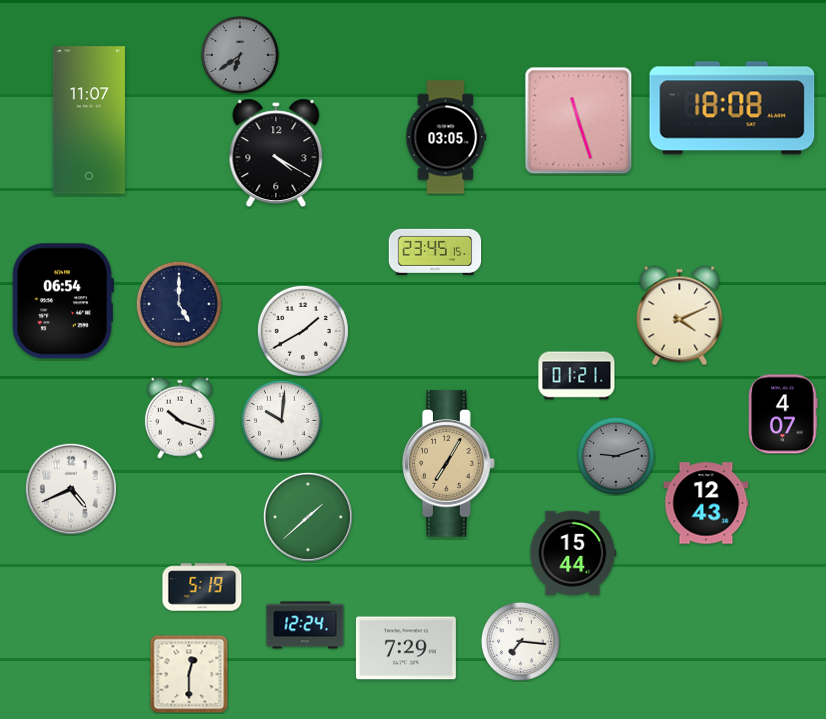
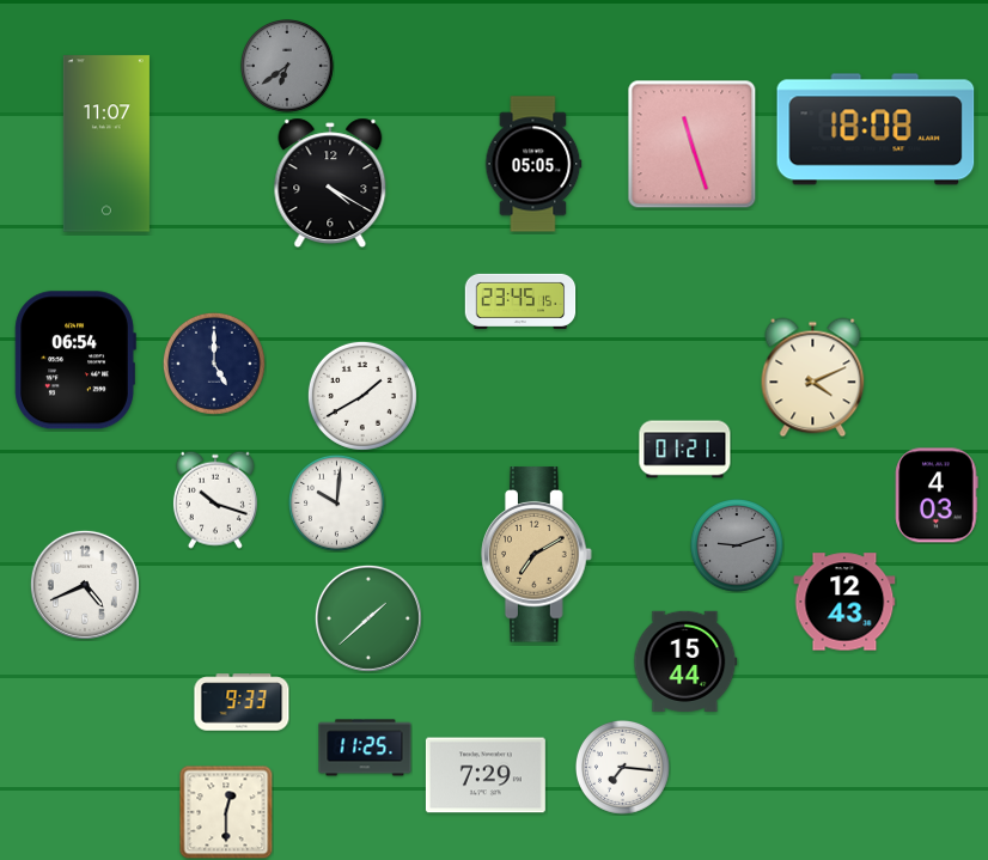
clock at (446, 137): 03:05 -> 05:05
clock at (577, 376) position: (577, 376) -> (685, 450)
clock at (783, 414): 4:07 -> 4:03
clock at (449, 464): 7:05 -> 7:10
clock at (202, 587): 5:19 -> 9:33
clock at (305, 625): 12:24 -> 11:25
clock at (189, 674) position: (189, 674) -> (226, 812)
